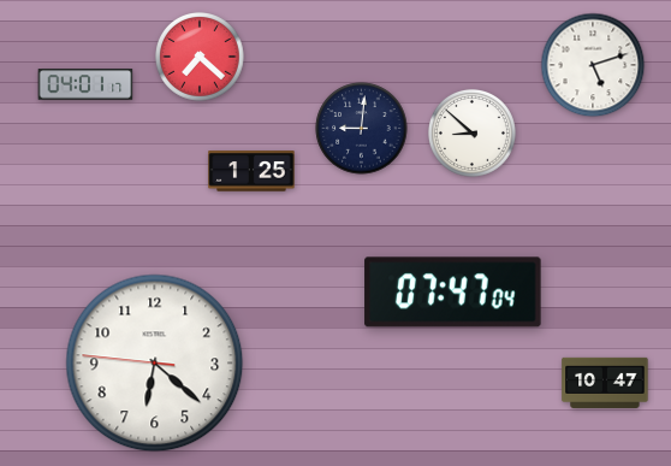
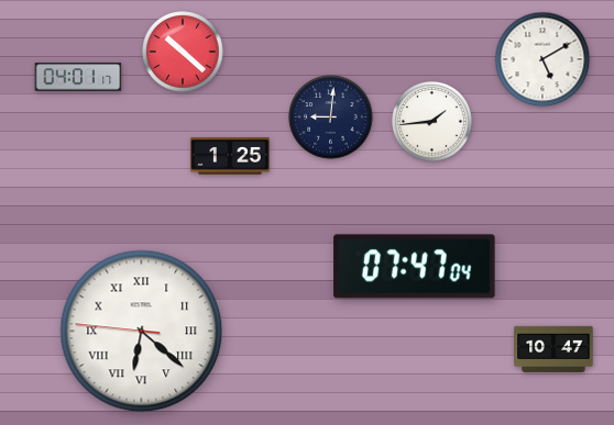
clock at (201, 58): 7:22 -> 10:22
clock at (593, 65): 5:12 -> 5:10
clock at (471, 132): 8:52 -> 1:44
clock at (155, 364) numerals: Arabic -> Roman
